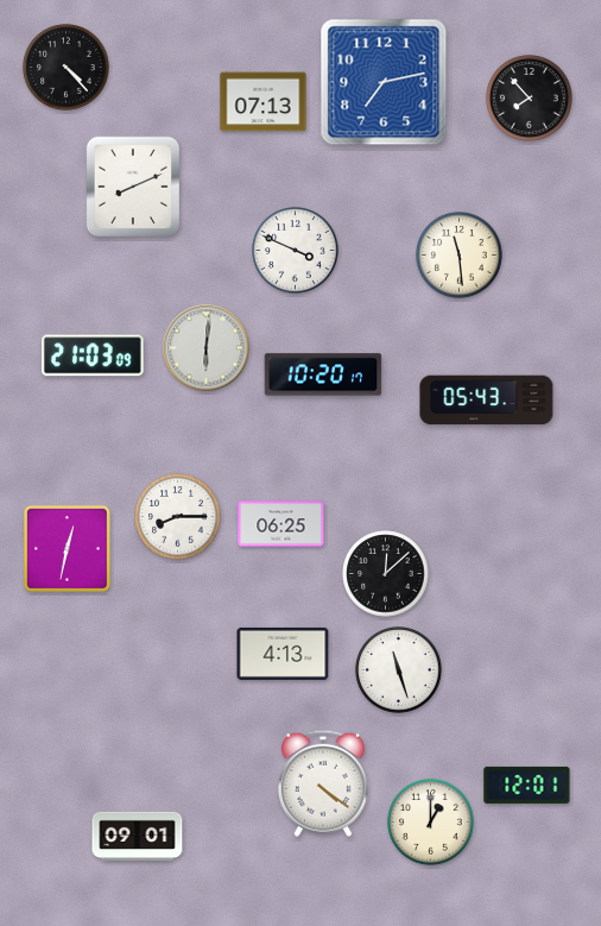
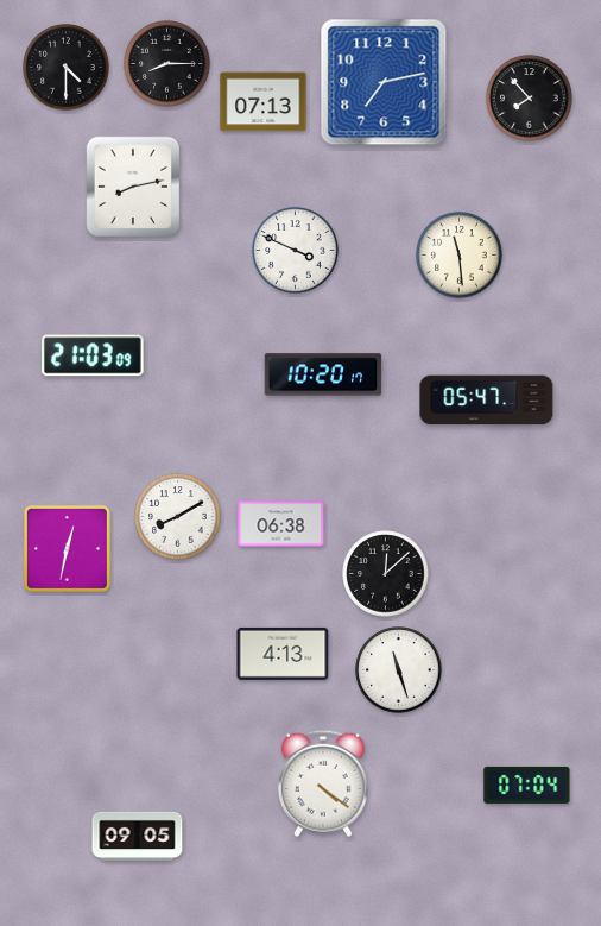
clock at (167, 64): none -> 8:15
clock at (67, 68): 4:23 -> 4:30
clock at (133, 187): 8:11 -> 8:13
clock at (207, 348): 6:01 -> none
clock at (487, 401): 05:43 -> 05:47
clock at (178, 517): 8:15 -> 8:10
clock at (281, 524): 06:25 -> 06:38
clock at (527, 785): 12:01 -> 07:04
clock at (431, 823): 1:00 -> none
clock at (138, 836): 09:01 -> 09:05
